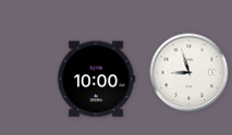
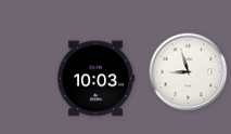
clock at (96, 79): 10:00 -> 10:03
